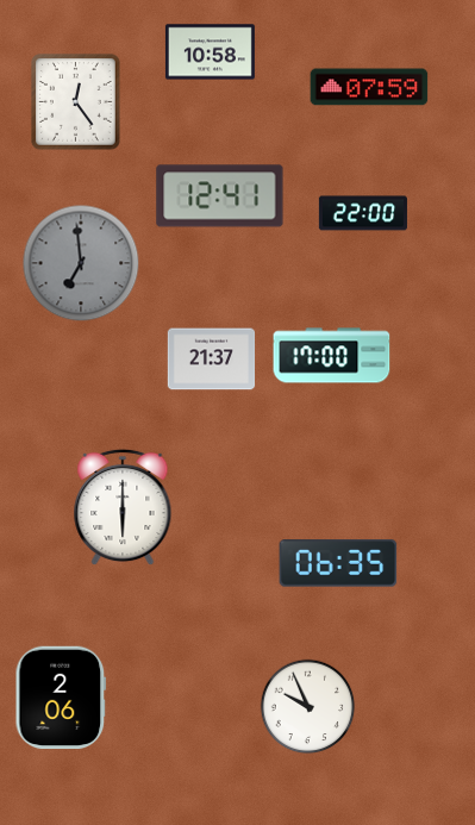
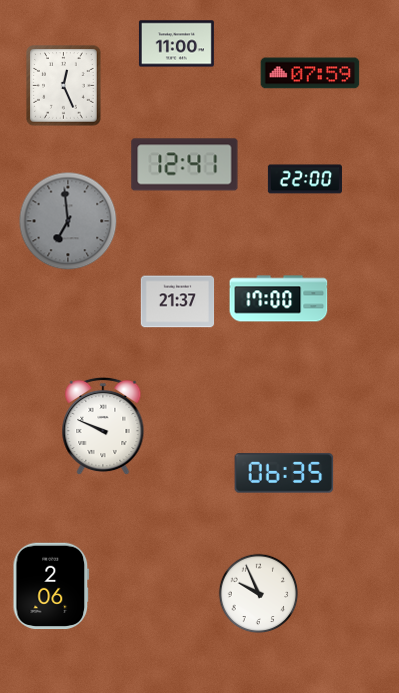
clock at (210, 52): 10:58 -> 11:00
clock at (76, 102): 12:24 -> 12:26
clock at (123, 507): 6:00 -> 9:49
